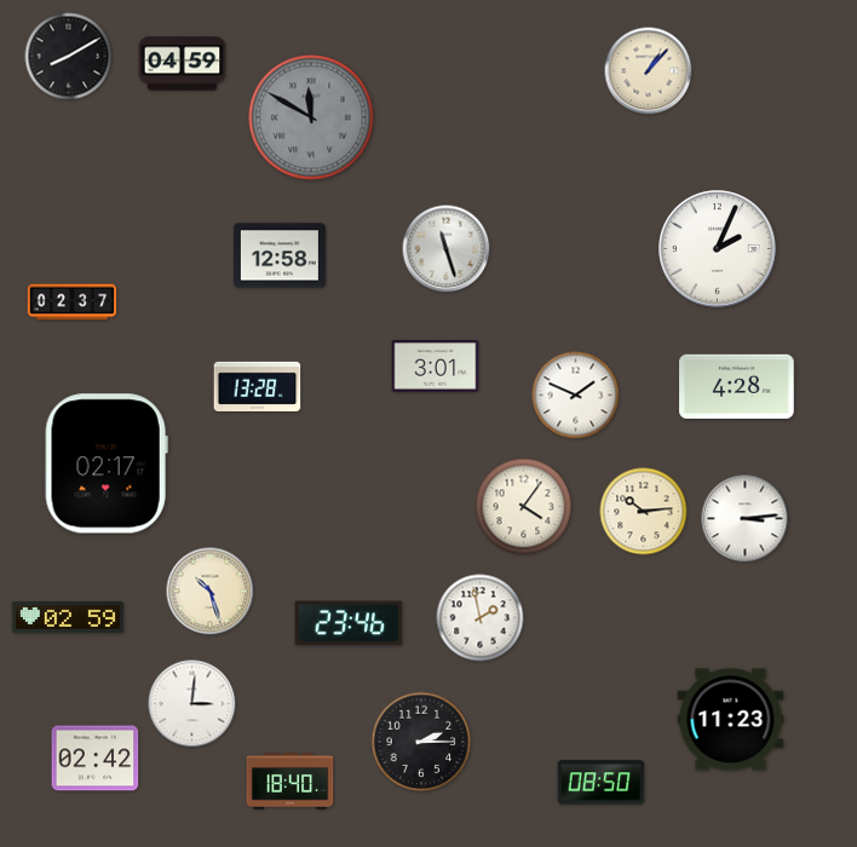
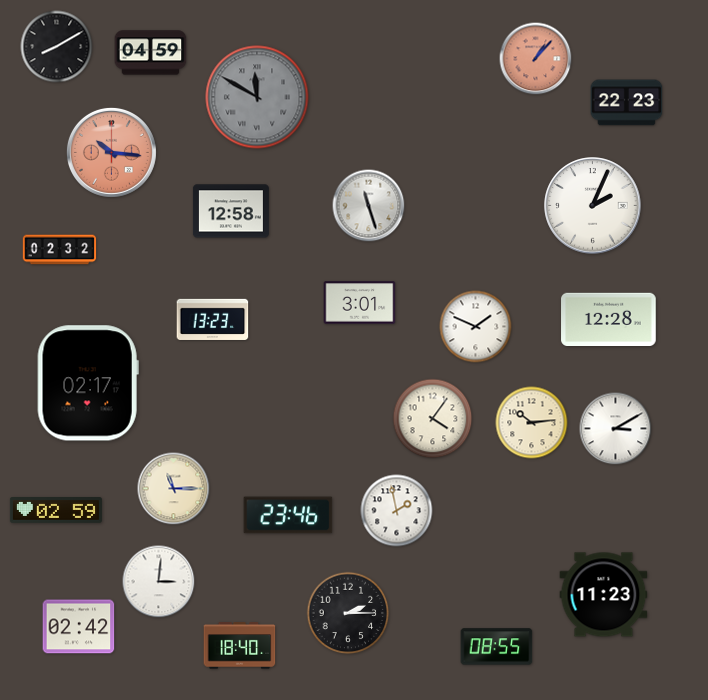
clock at (649, 71) dial: cream -> salmon
clock at (627, 103): none -> 22:23
clock at (111, 152): none -> 10:16
clock at (73, 302): 02:37 -> 02:32
clock at (258, 386): 13:28 -> 13:23
clock at (737, 386): 4:28 -> 12:28
clock at (746, 519): 3:14 -> 3:10
clock at (211, 592): 10:27 -> 11:15
clock at (602, 783): 08:50 -> 08:55
